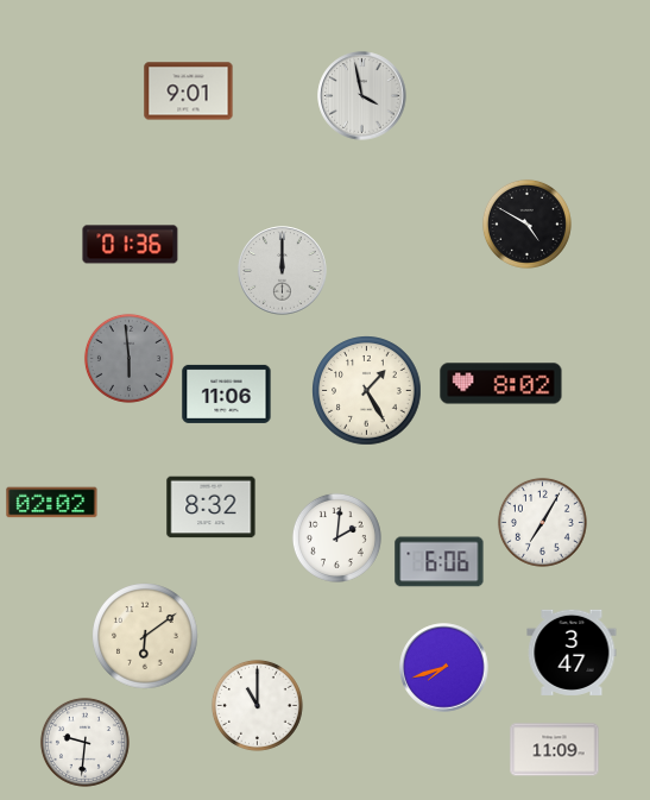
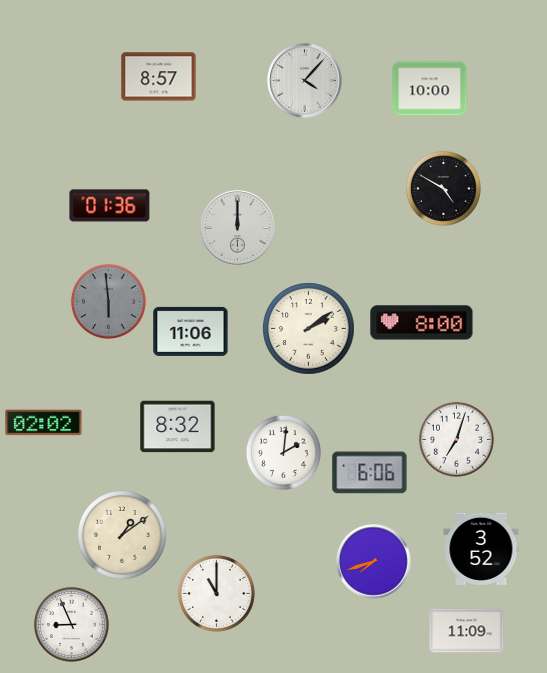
clock at (189, 92): 9:01 -> 8:57
clock at (362, 96): 3:58 -> 4:07
clock at (430, 89): none -> 10:00
clock at (501, 384): 8:02 -> 8:00
clock at (367, 391): 1:25 -> 2:09
clock at (542, 522): 7:05 -> 7:03
clock at (145, 636): 6:09 -> 1:09
clock at (572, 653): 3:47 -> 3:52
clock at (84, 742): 9:31 -> 8:56
